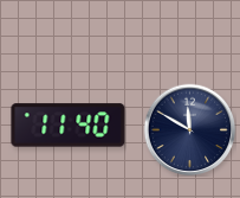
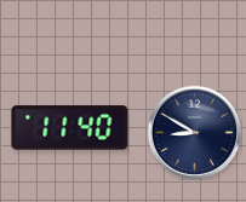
clock at (189, 129): 11:50 -> 8:50
